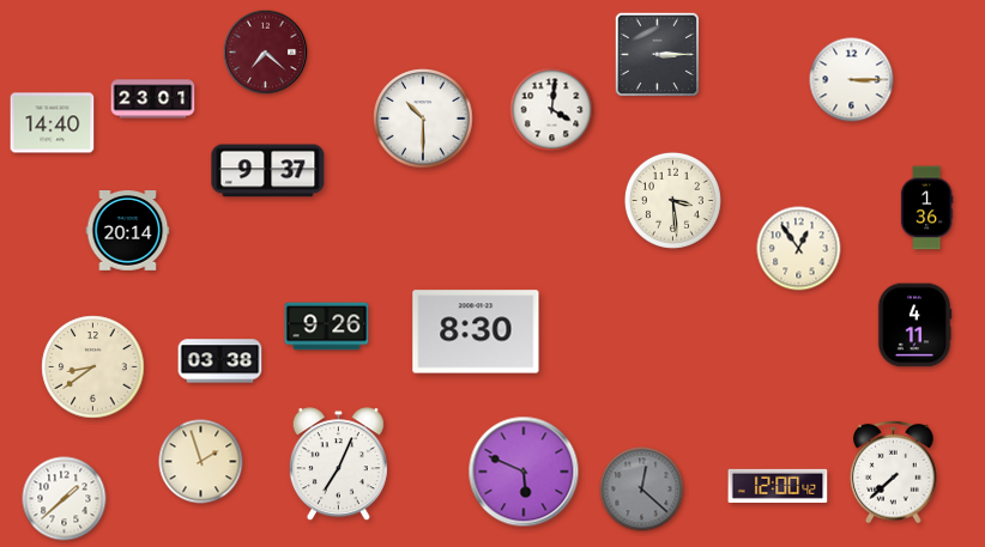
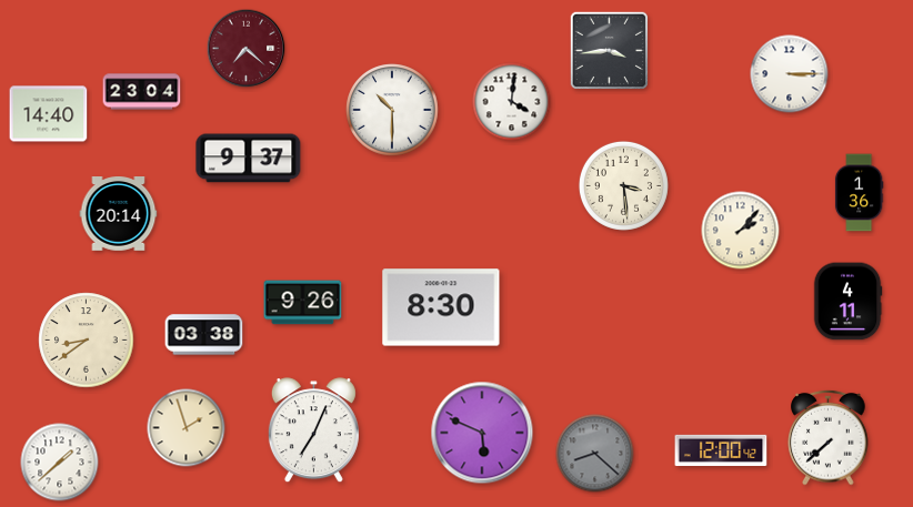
clock at (657, 54): 3:15 -> 3:44
clock at (153, 99): 23:01 -> 23:04
clock at (799, 249): 12:54 -> 2:07
clock at (524, 472) position: (524, 472) -> (482, 433)
clock at (642, 490): 12:22 -> 8:22
